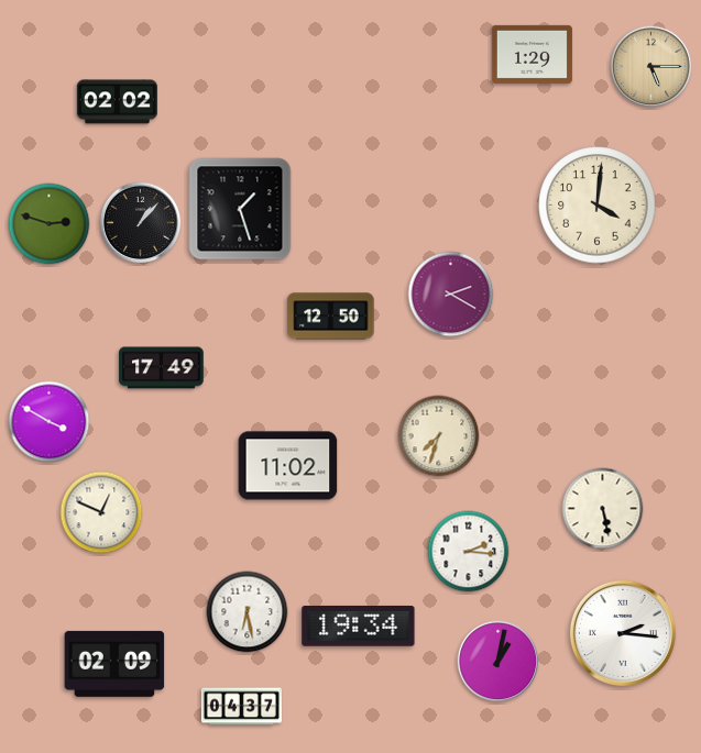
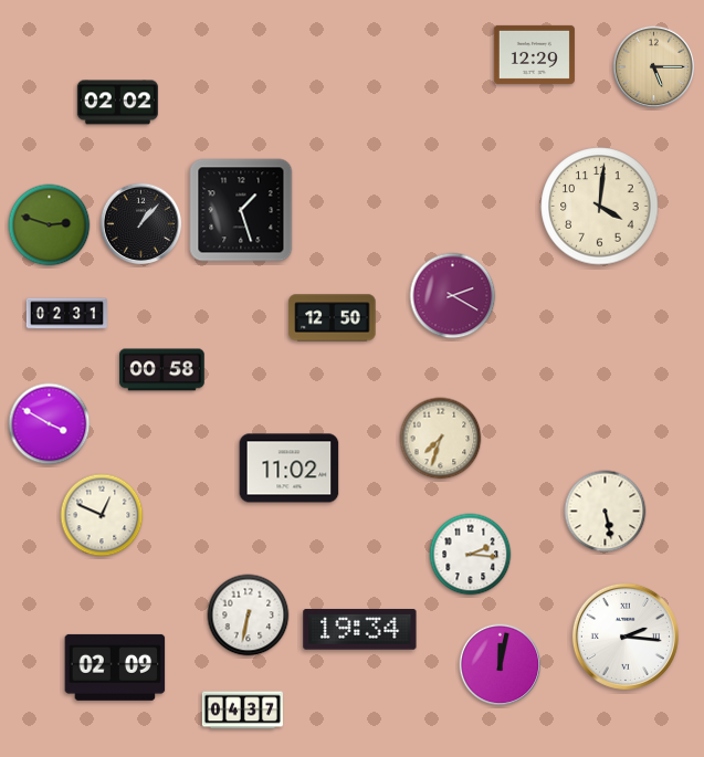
clock at (532, 54): 1:29 -> 12:29
clock at (66, 314): none -> 02:31
clock at (162, 368): 17:49 -> 00:58
clock at (248, 612): 6:28 -> 6:32
clock at (499, 662): 1:02 -> 12:02
